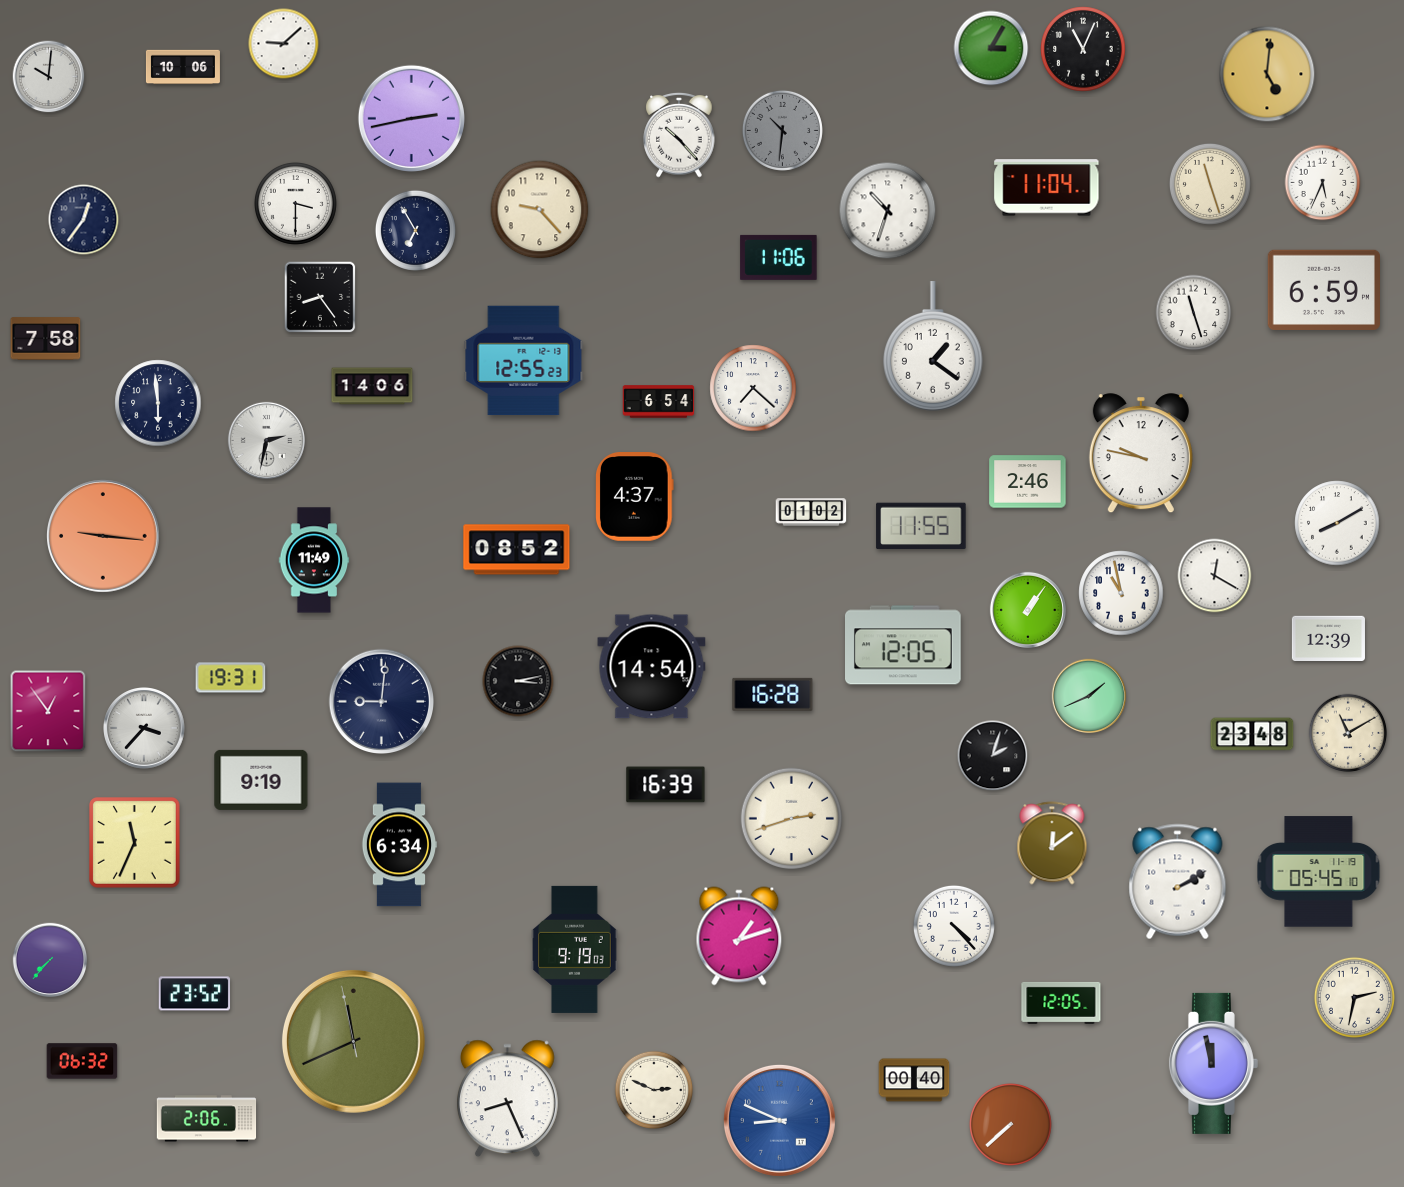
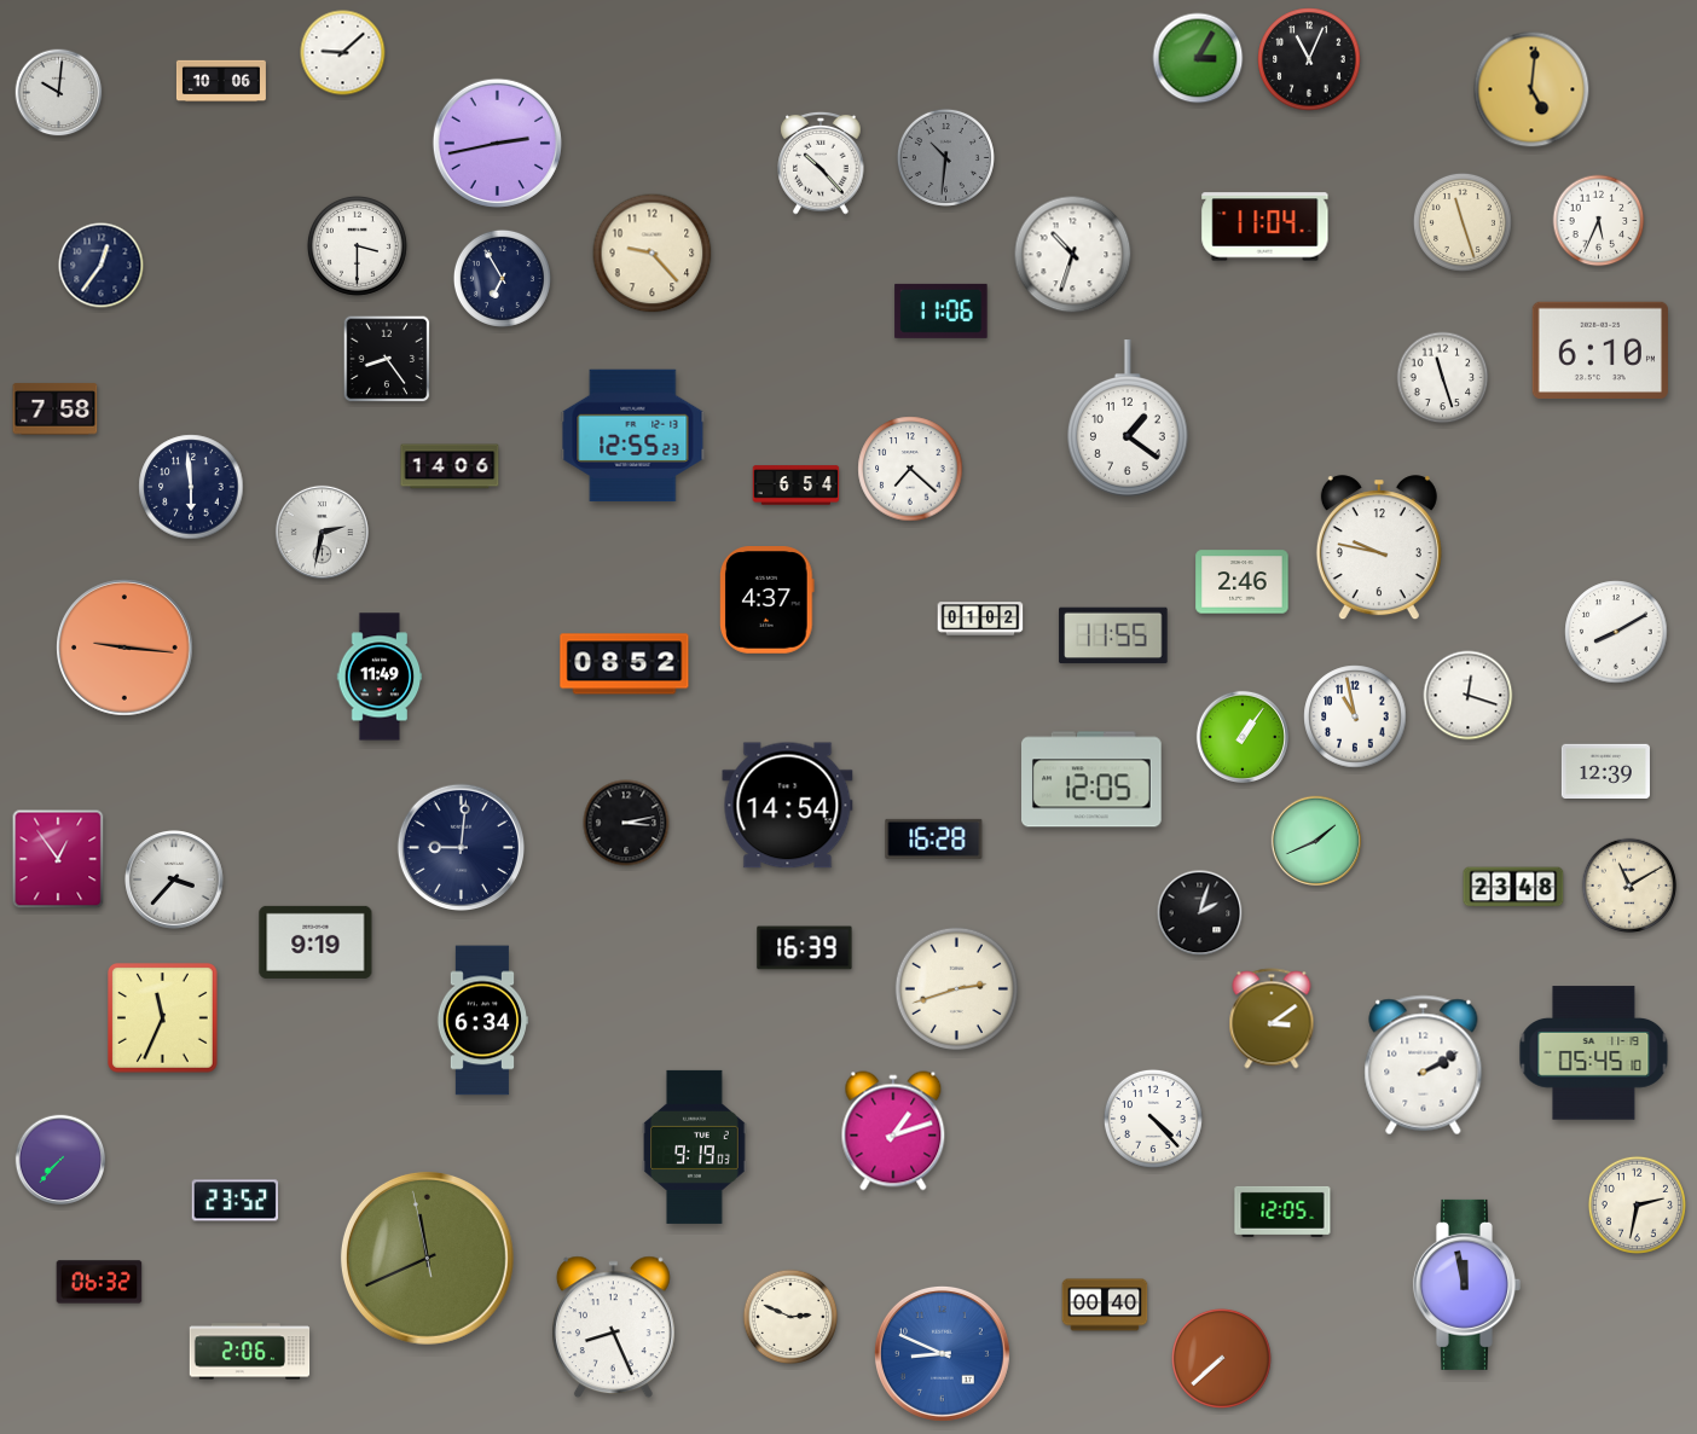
clock at (1323, 290): 6:59 -> 6:10
clock at (1215, 576): 12:20 -> 12:18
clock at (231, 678): 19:31 -> none
clock at (1052, 843): 12:09 -> 3:09
